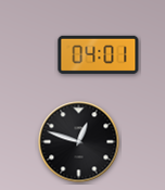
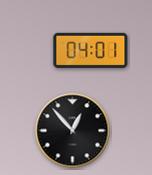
clock at (79, 142): 12:48 -> 12:53
